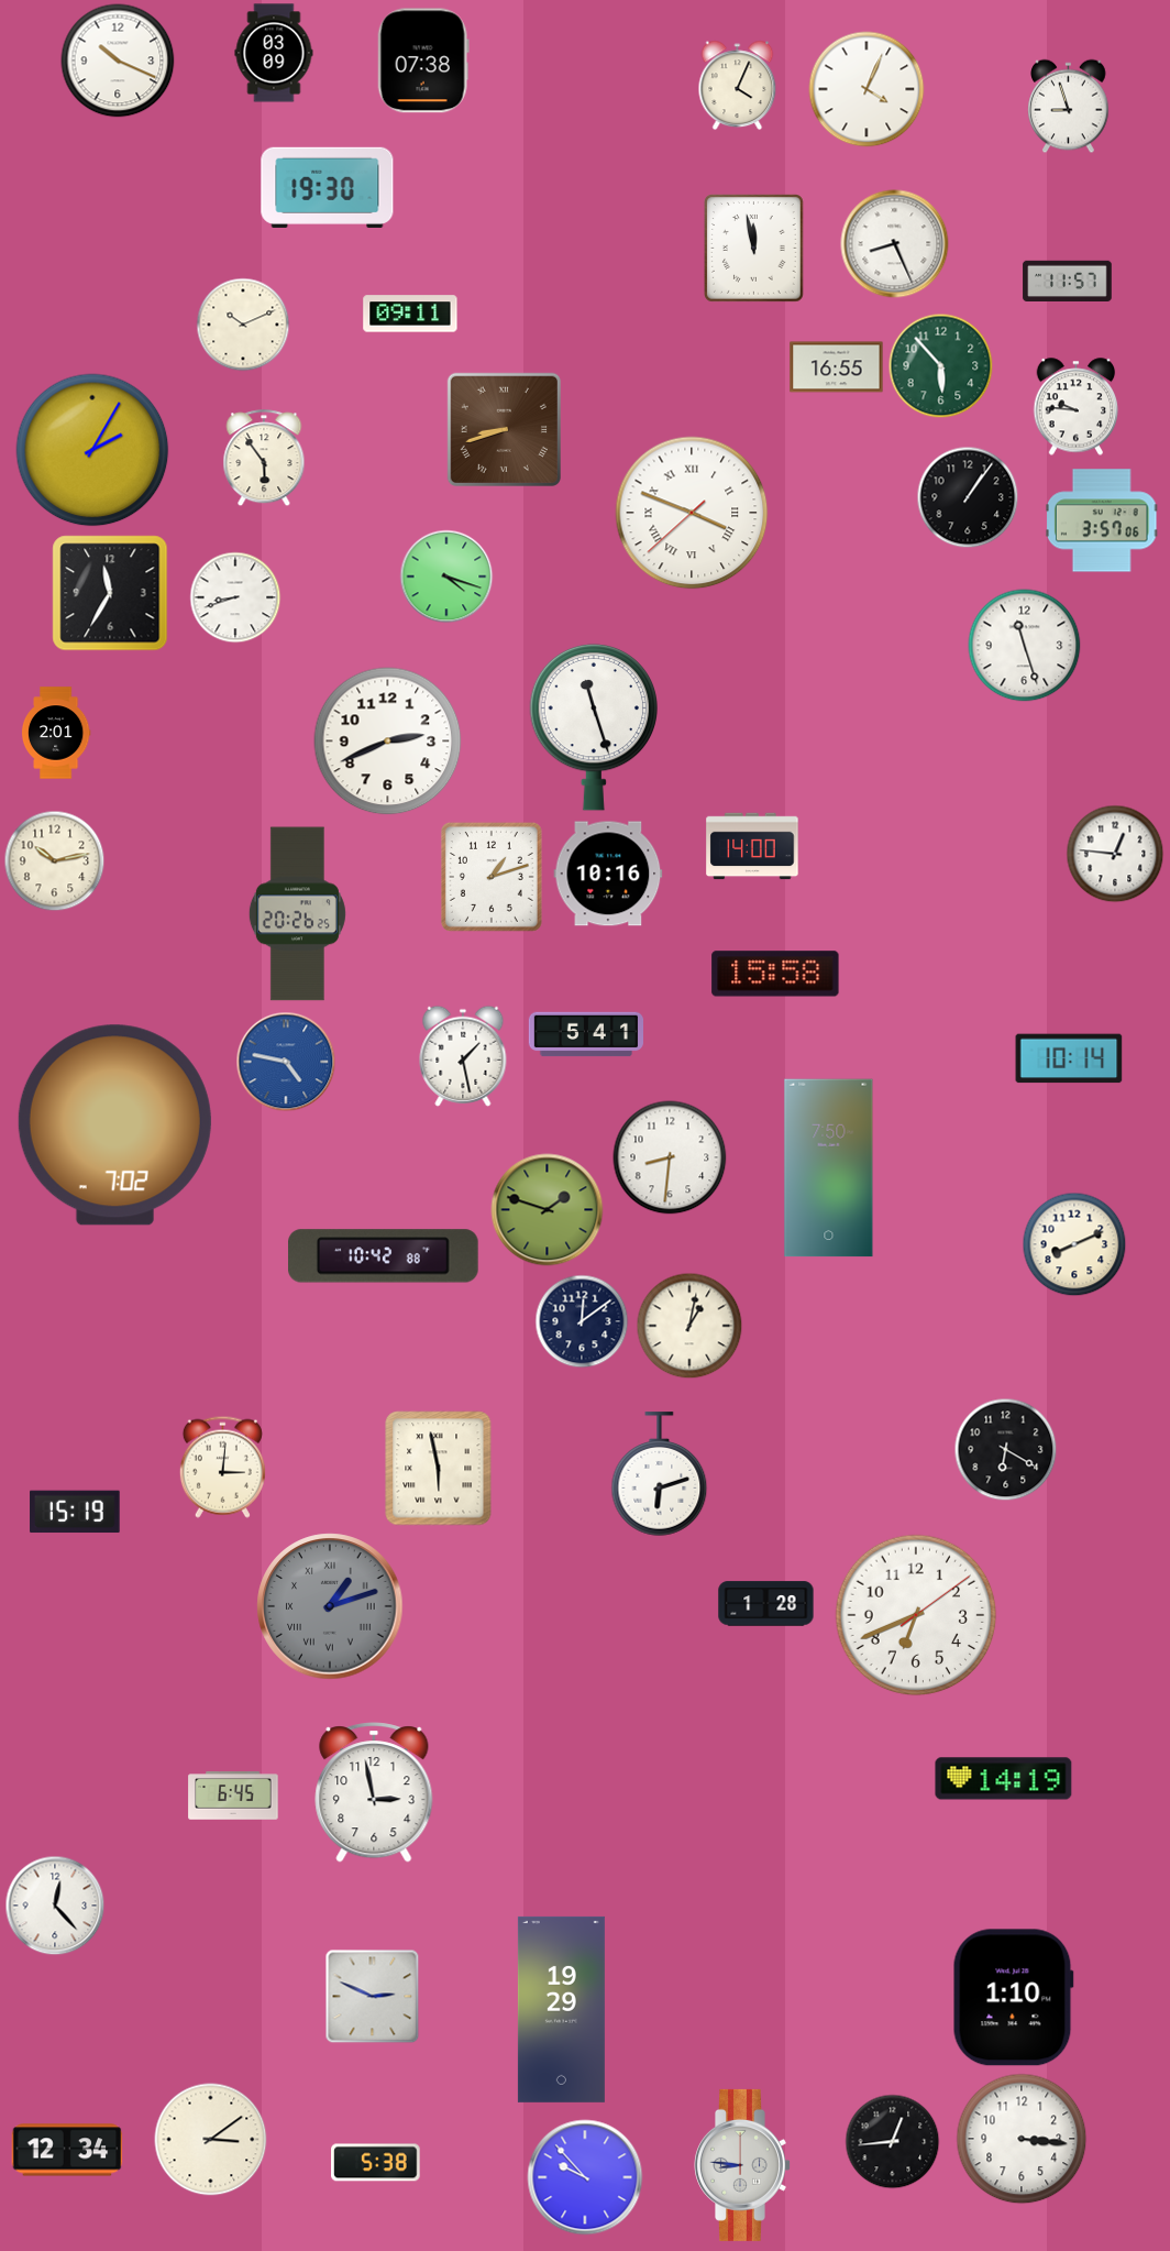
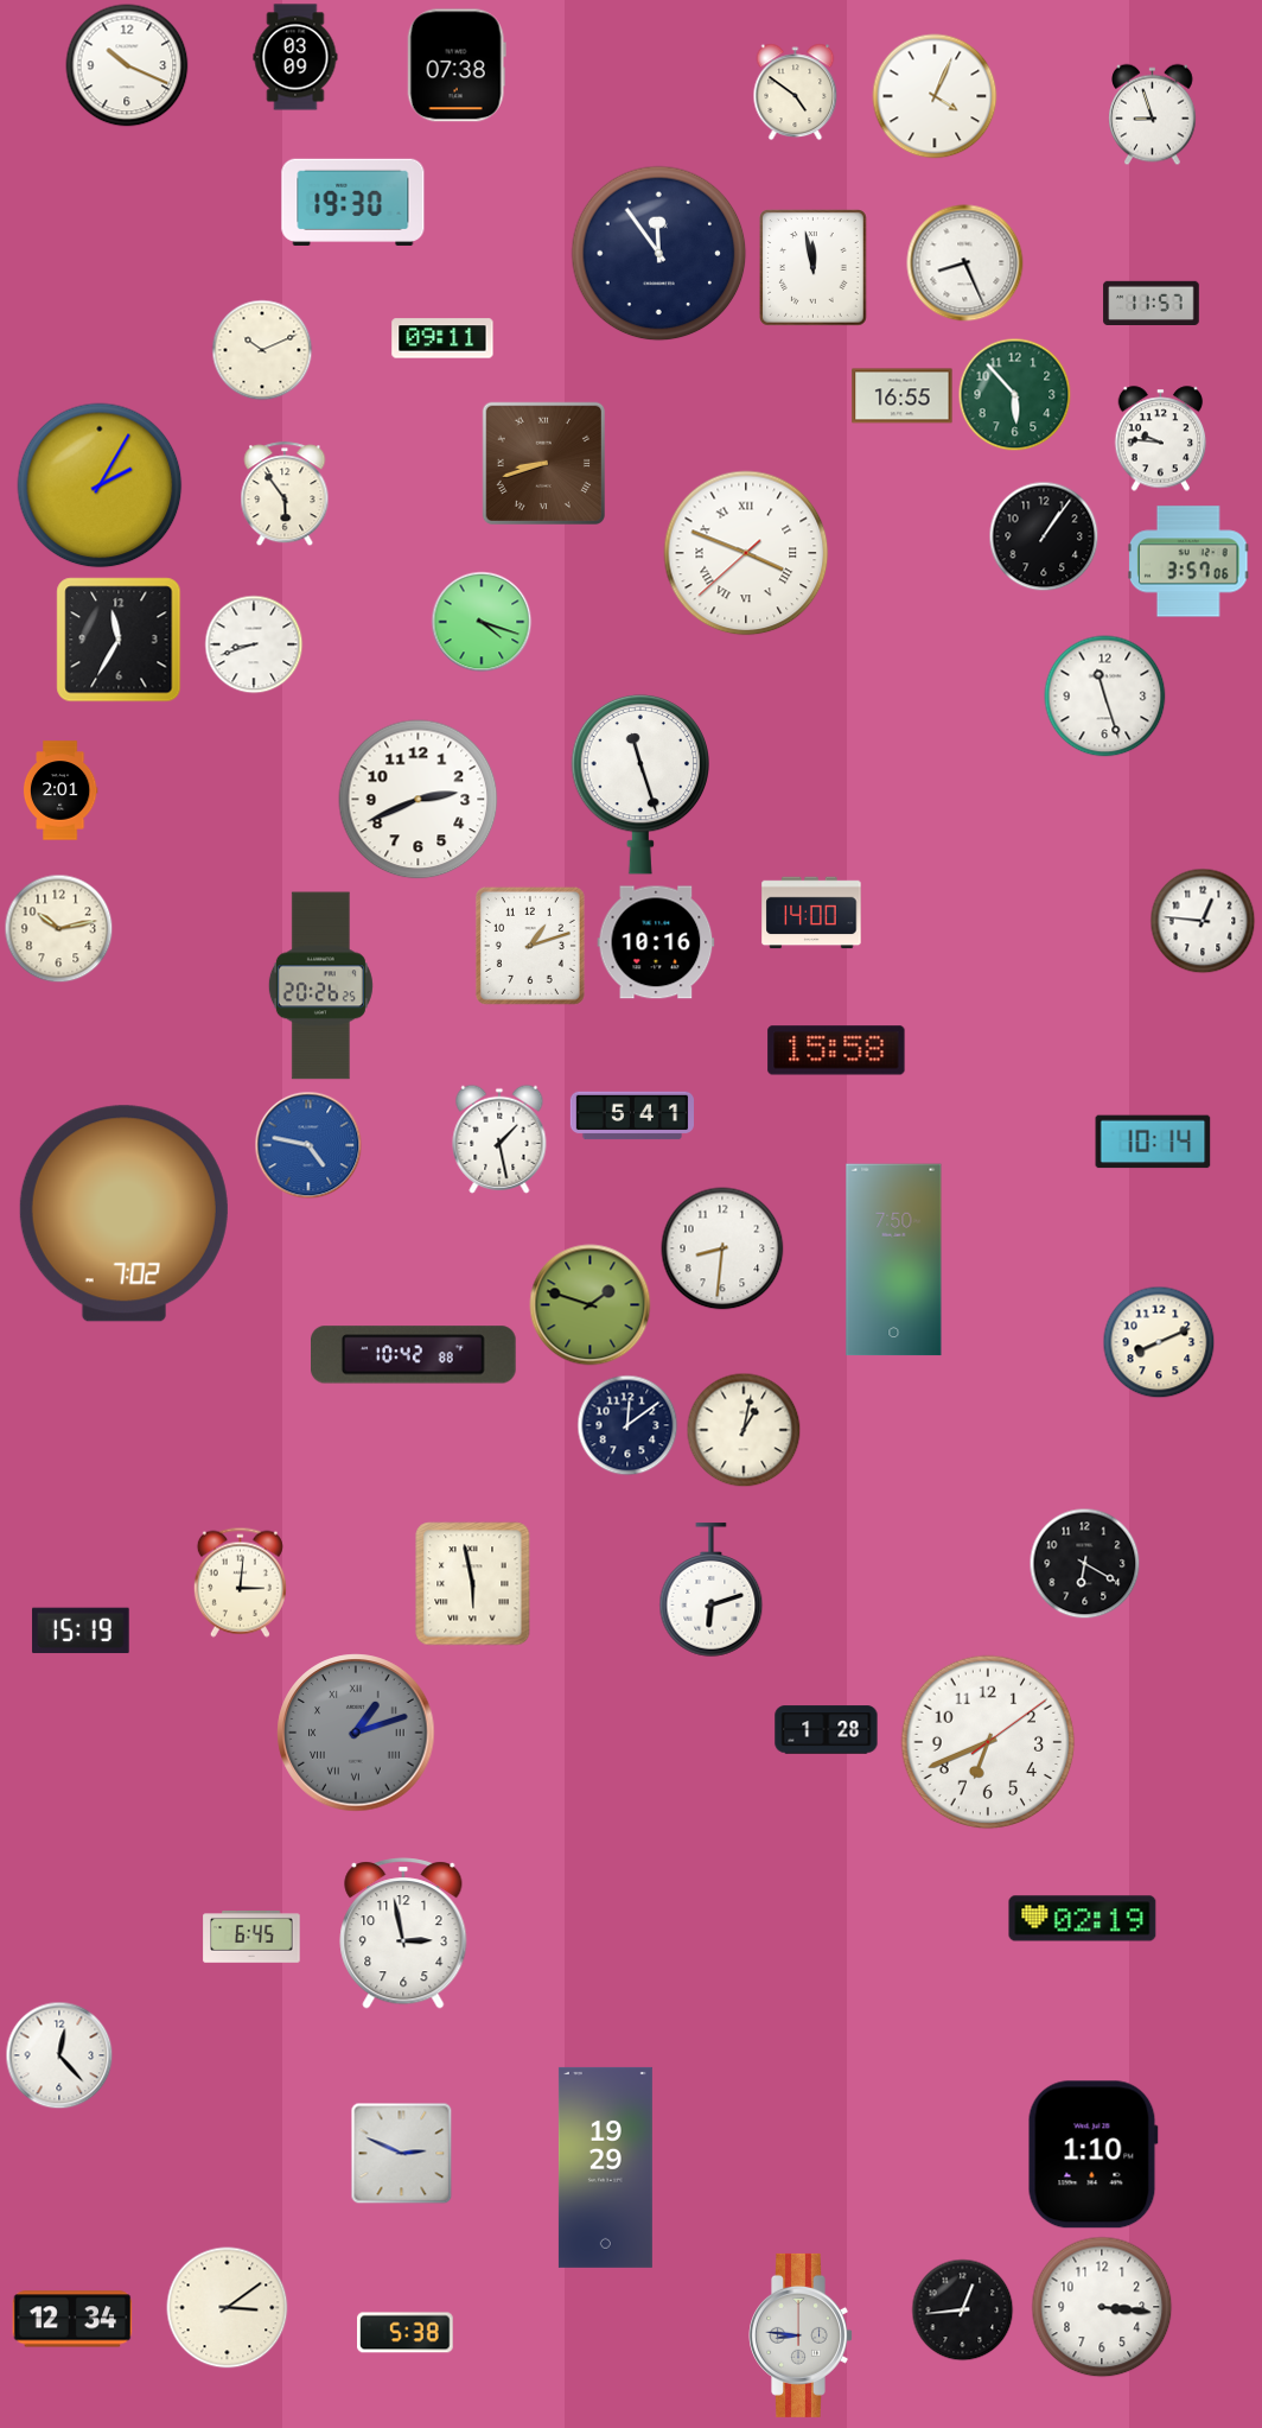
clock at (738, 86): 4:04 -> 4:51
clock at (659, 254): none -> 11:54
clock at (1004, 1779): 14:19 -> 02:19
clock at (585, 2177): 9:53 -> none
